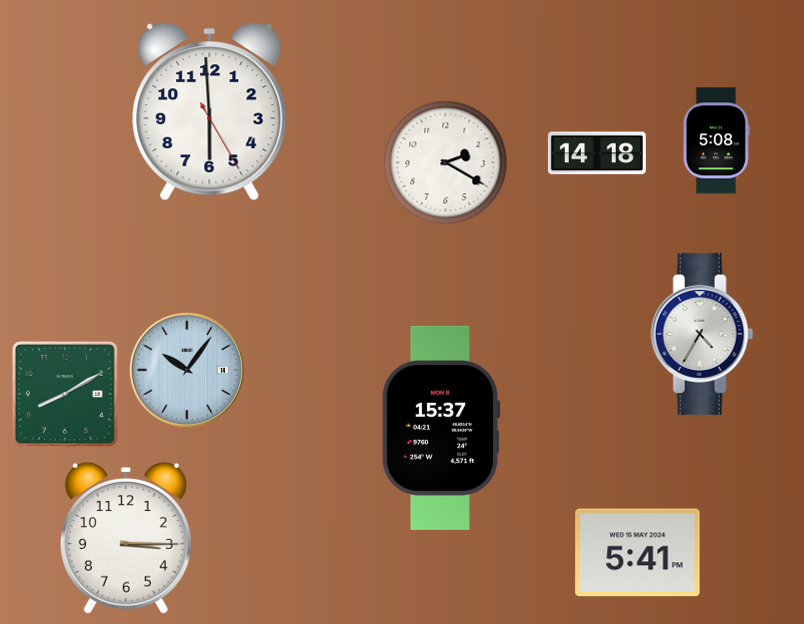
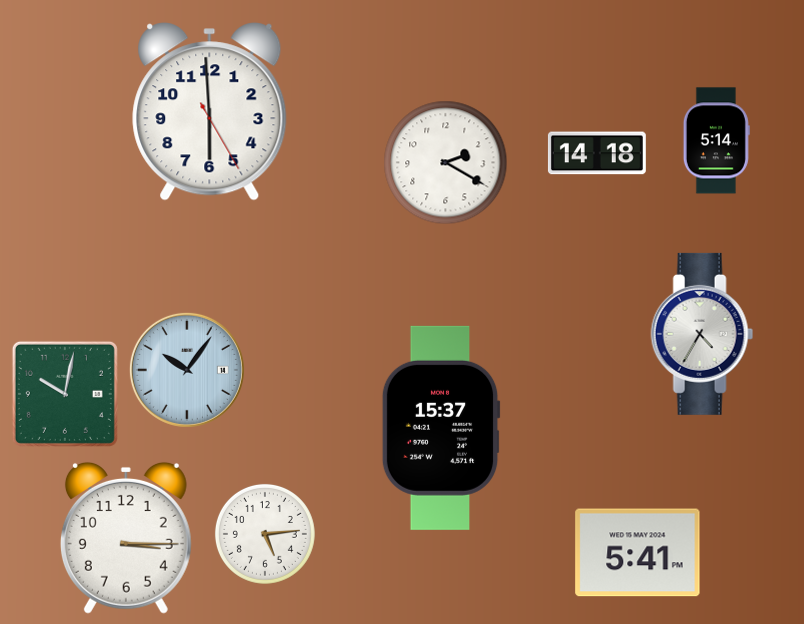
clock at (716, 141): 5:08 -> 5:14
clock at (65, 394): 8:10 -> 10:02
clock at (265, 534): none -> 5:14
